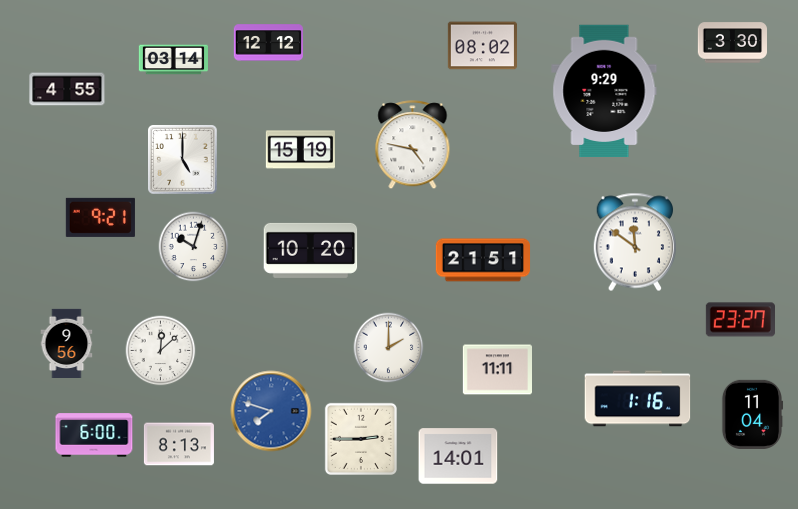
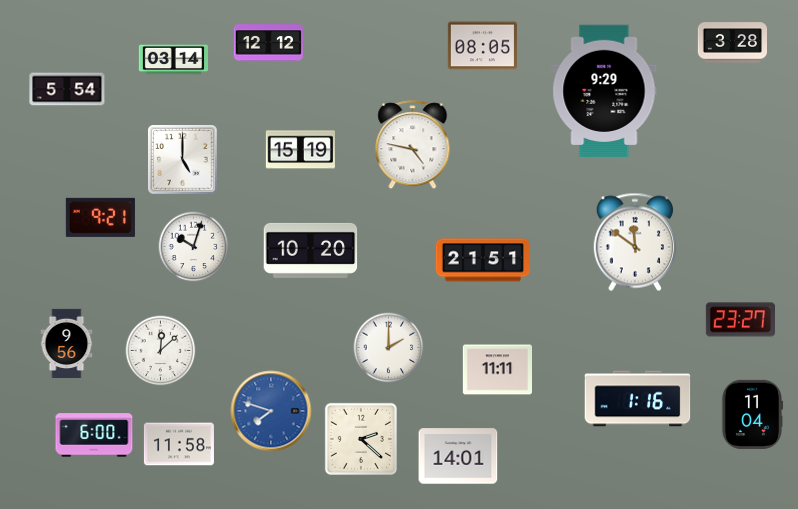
clock at (732, 43): 3:30 -> 3:28
clock at (482, 46): 08:02 -> 08:05
clock at (67, 89): 4:55 -> 5:54
clock at (361, 439): 2:45 -> 2:22
clock at (179, 444): 8:13 -> 11:58
